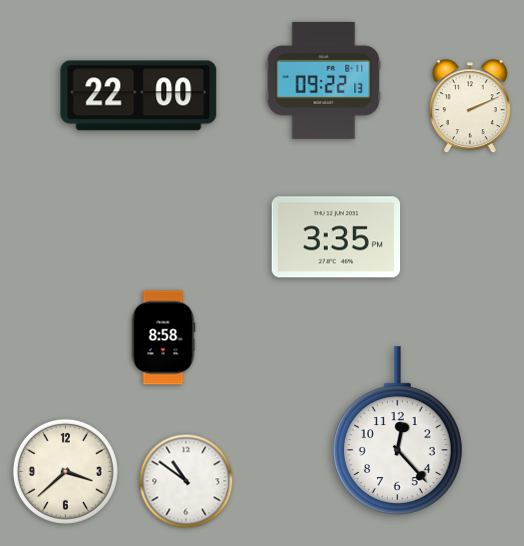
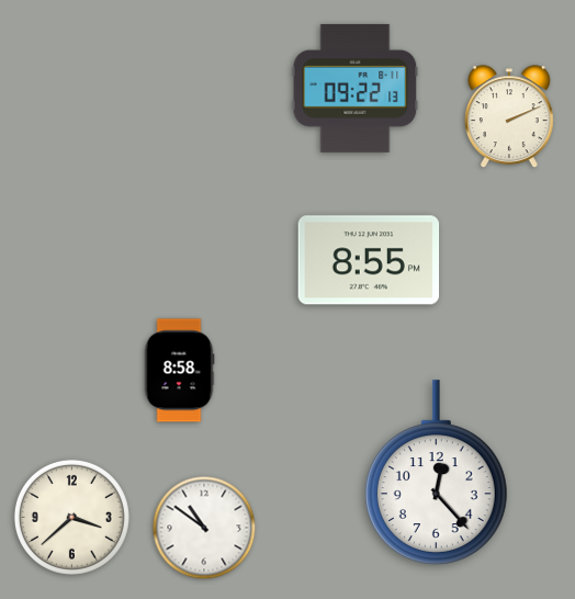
clock at (139, 96): 22:00 -> none
clock at (470, 107) position: (470, 107) -> (509, 117)
clock at (336, 237): 3:35 -> 8:55
